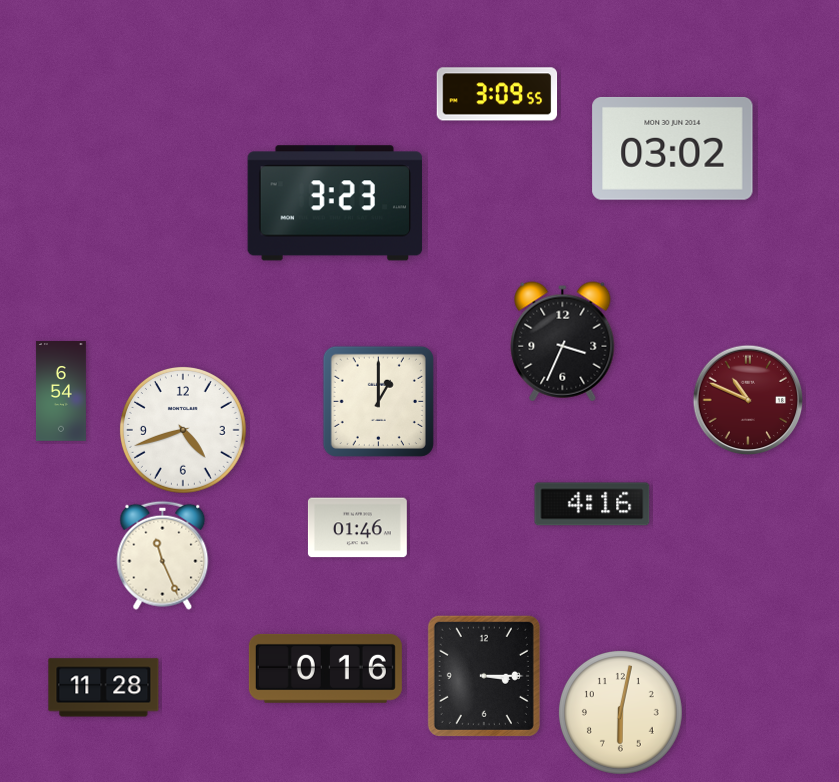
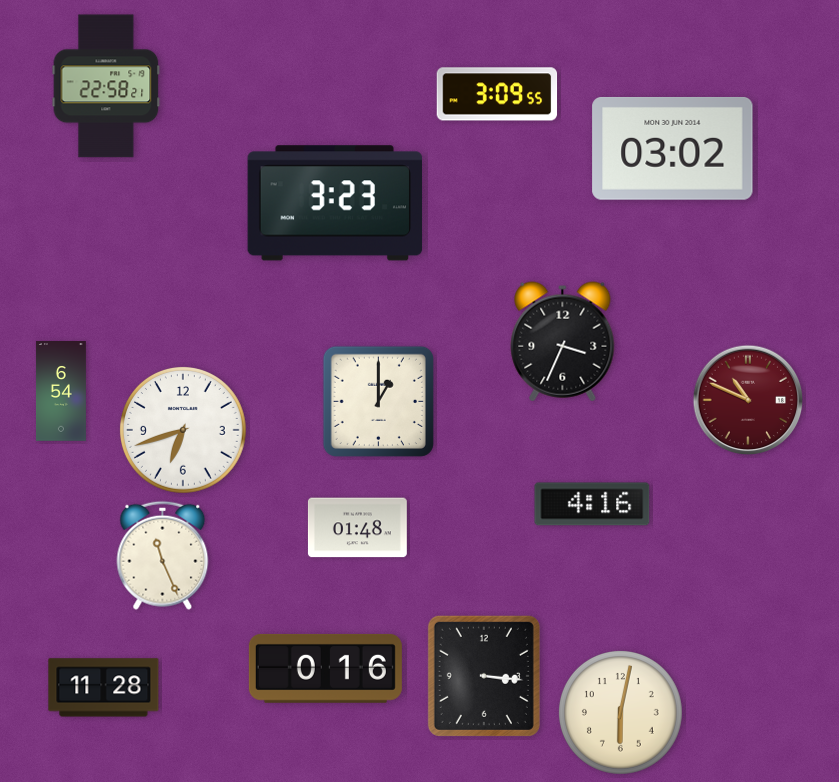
clock at (106, 86): none -> 22:58
clock at (183, 430): 4:42 -> 6:42
clock at (357, 528): 01:46 -> 01:48
clock at (484, 676): 3:15 -> 3:16
